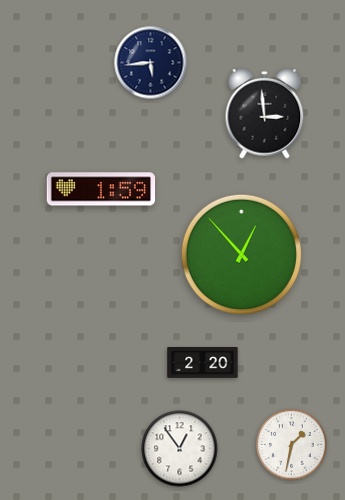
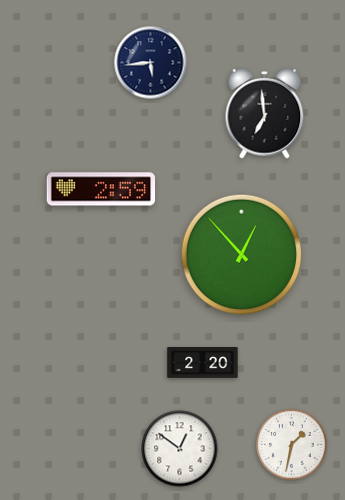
clock at (265, 113): 2:59 -> 6:59
clock at (101, 189): 1:59 -> 2:59
clock at (180, 449): 12:54 -> 12:51
